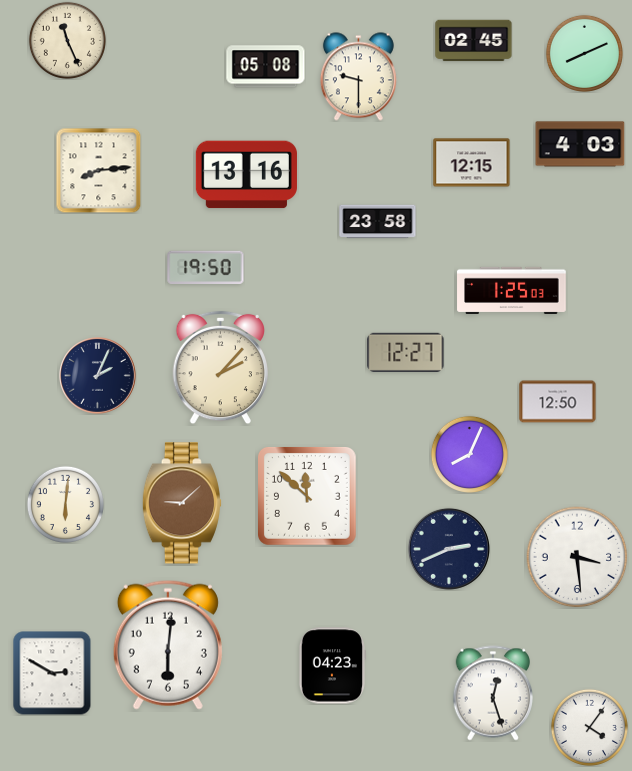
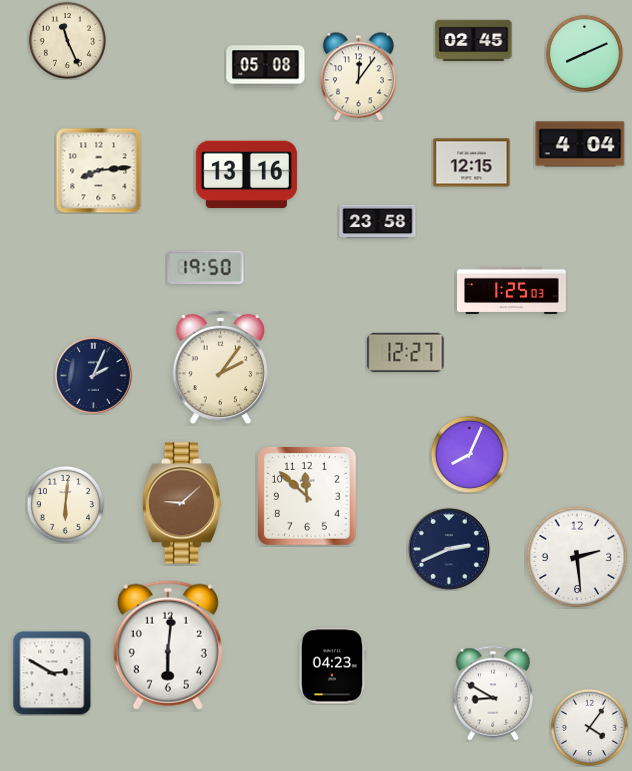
clock at (358, 77): 9:30 -> 12:06
clock at (580, 144): 4:03 -> 4:04
clock at (220, 368): 2:07 -> 2:06
clock at (98, 376) position: (98, 376) -> (94, 376)
clock at (558, 402): 12:50 -> none
clock at (577, 557): 3:29 -> 2:29
clock at (492, 693): 12:27 -> 8:50
